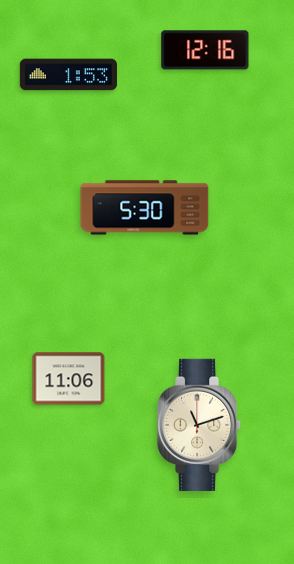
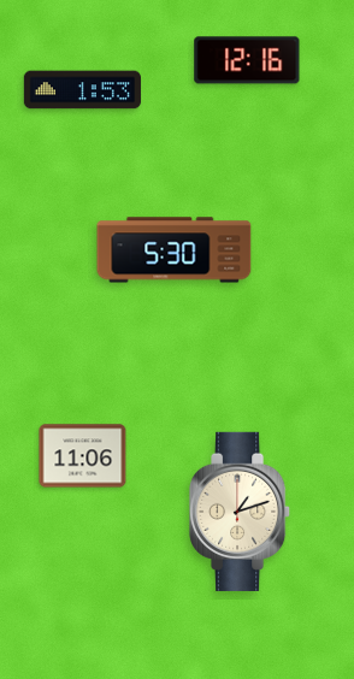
clock at (200, 425): 11:12 -> 1:12
